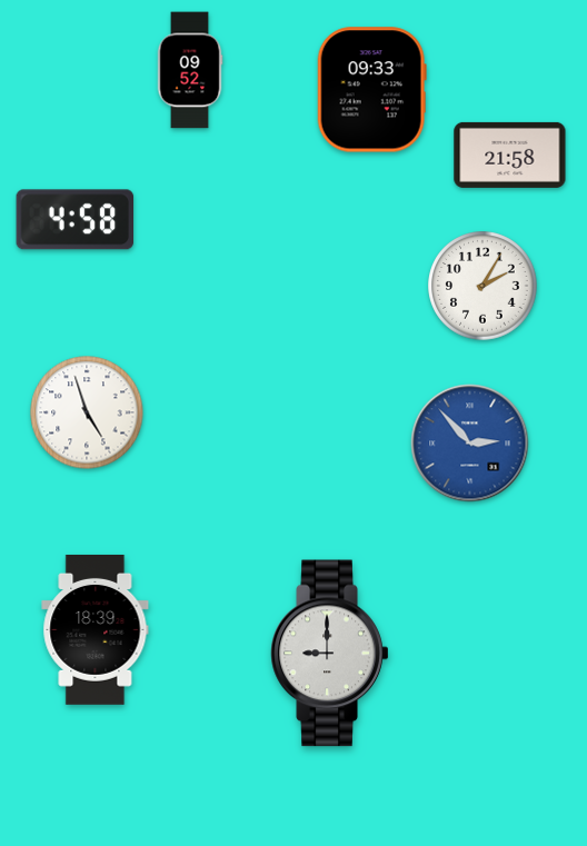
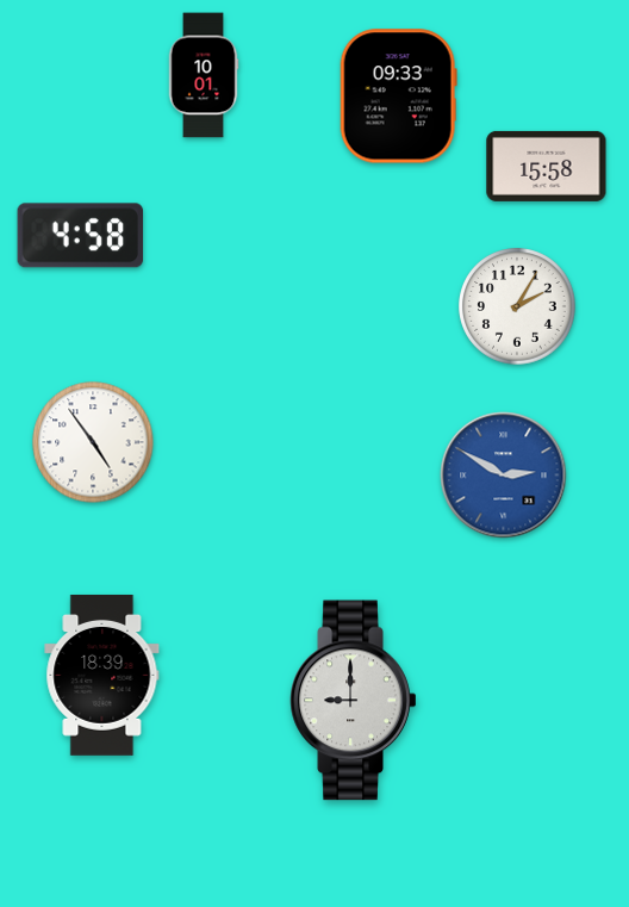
clock at (190, 70): 09:52 -> 10:01
clock at (510, 155): 21:58 -> 15:58
clock at (87, 412): 4:57 -> 4:54
clock at (470, 444): 2:53 -> 2:50
